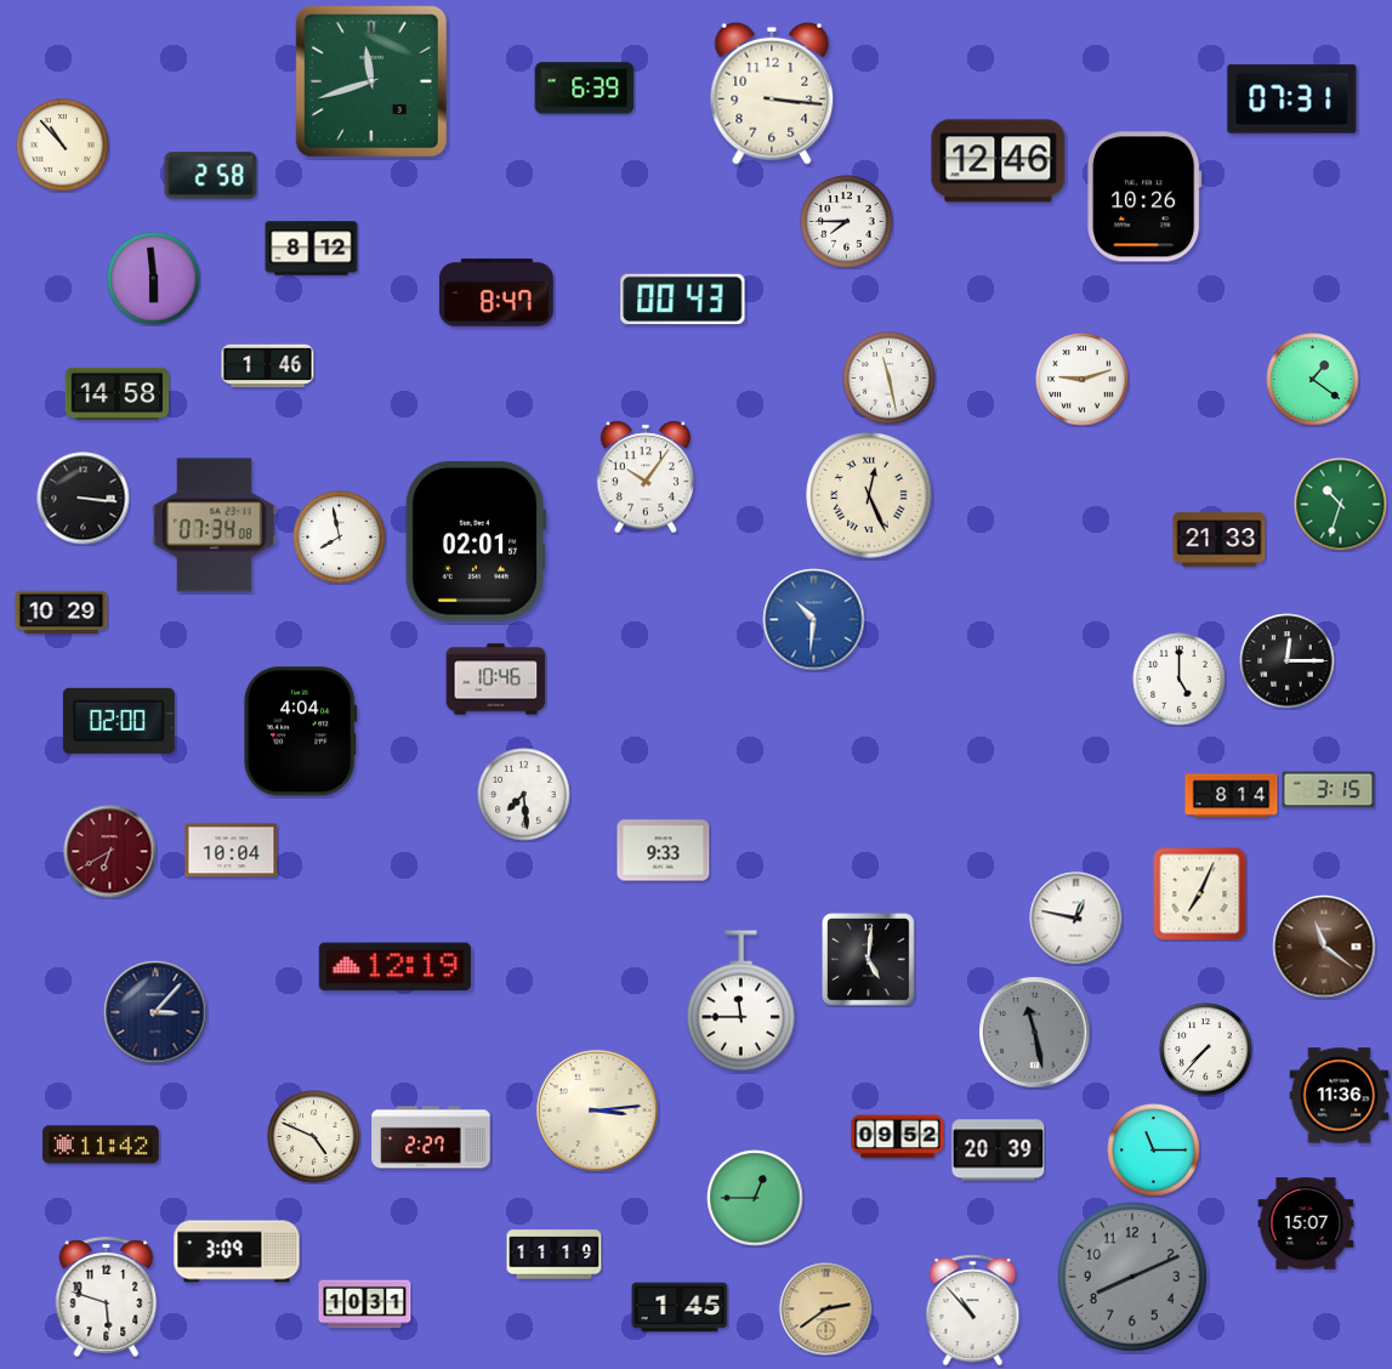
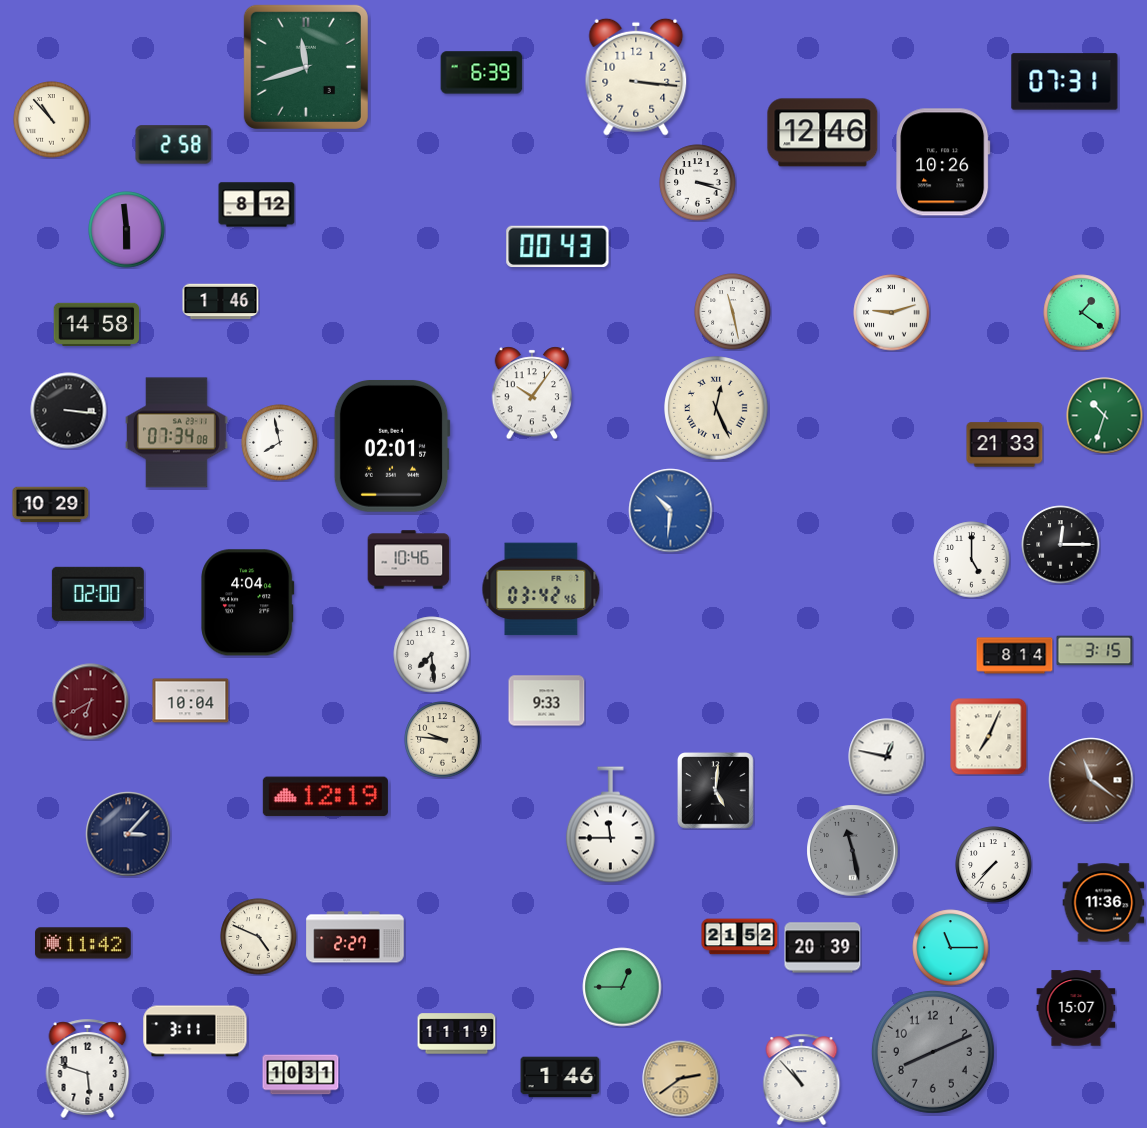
clock at (847, 222): 7:45 -> 3:18
clock at (496, 292): 8:47 -> none
clock at (683, 300) position: (683, 300) -> (558, 247)
clock at (541, 589): none -> 03:42
clock at (443, 740): none -> 9:46
clock at (597, 1110): 3:14 -> none
clock at (898, 1137): 09:52 -> 21:52
clock at (237, 1251): 3:09 -> 3:11
clock at (680, 1307): 1:45 -> 1:46
